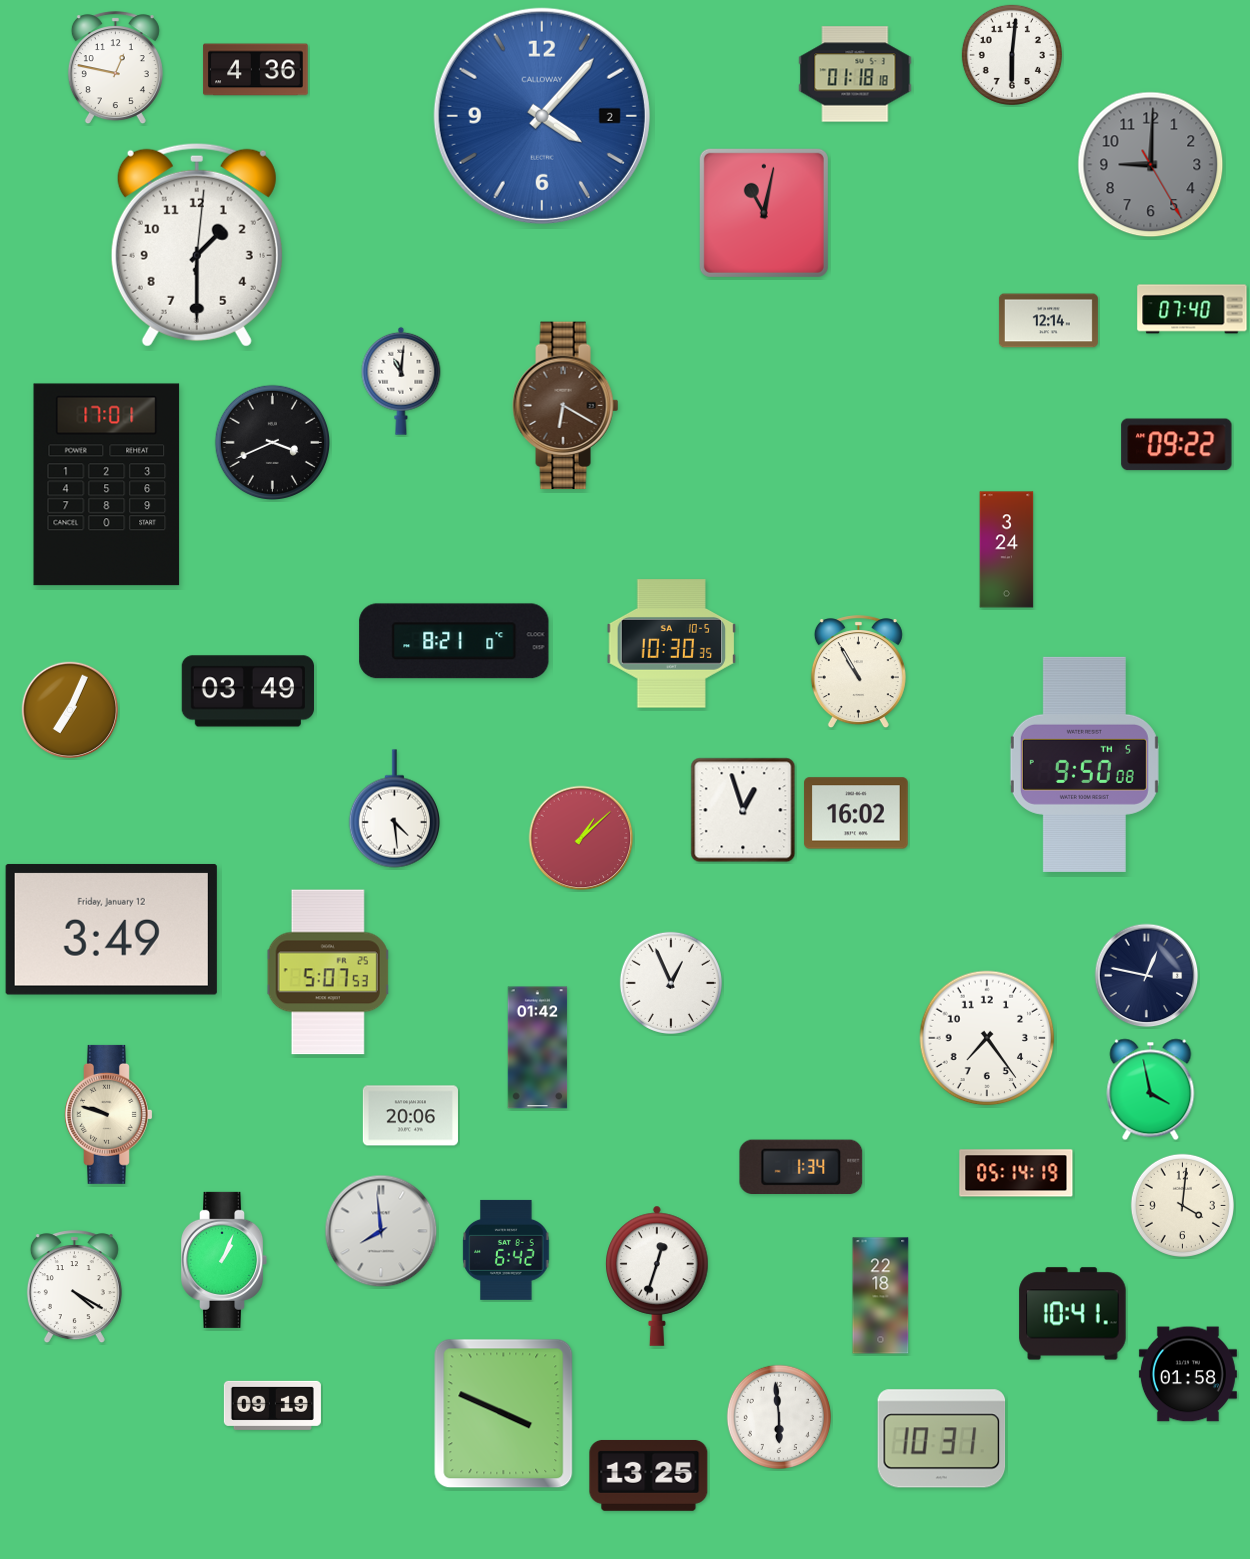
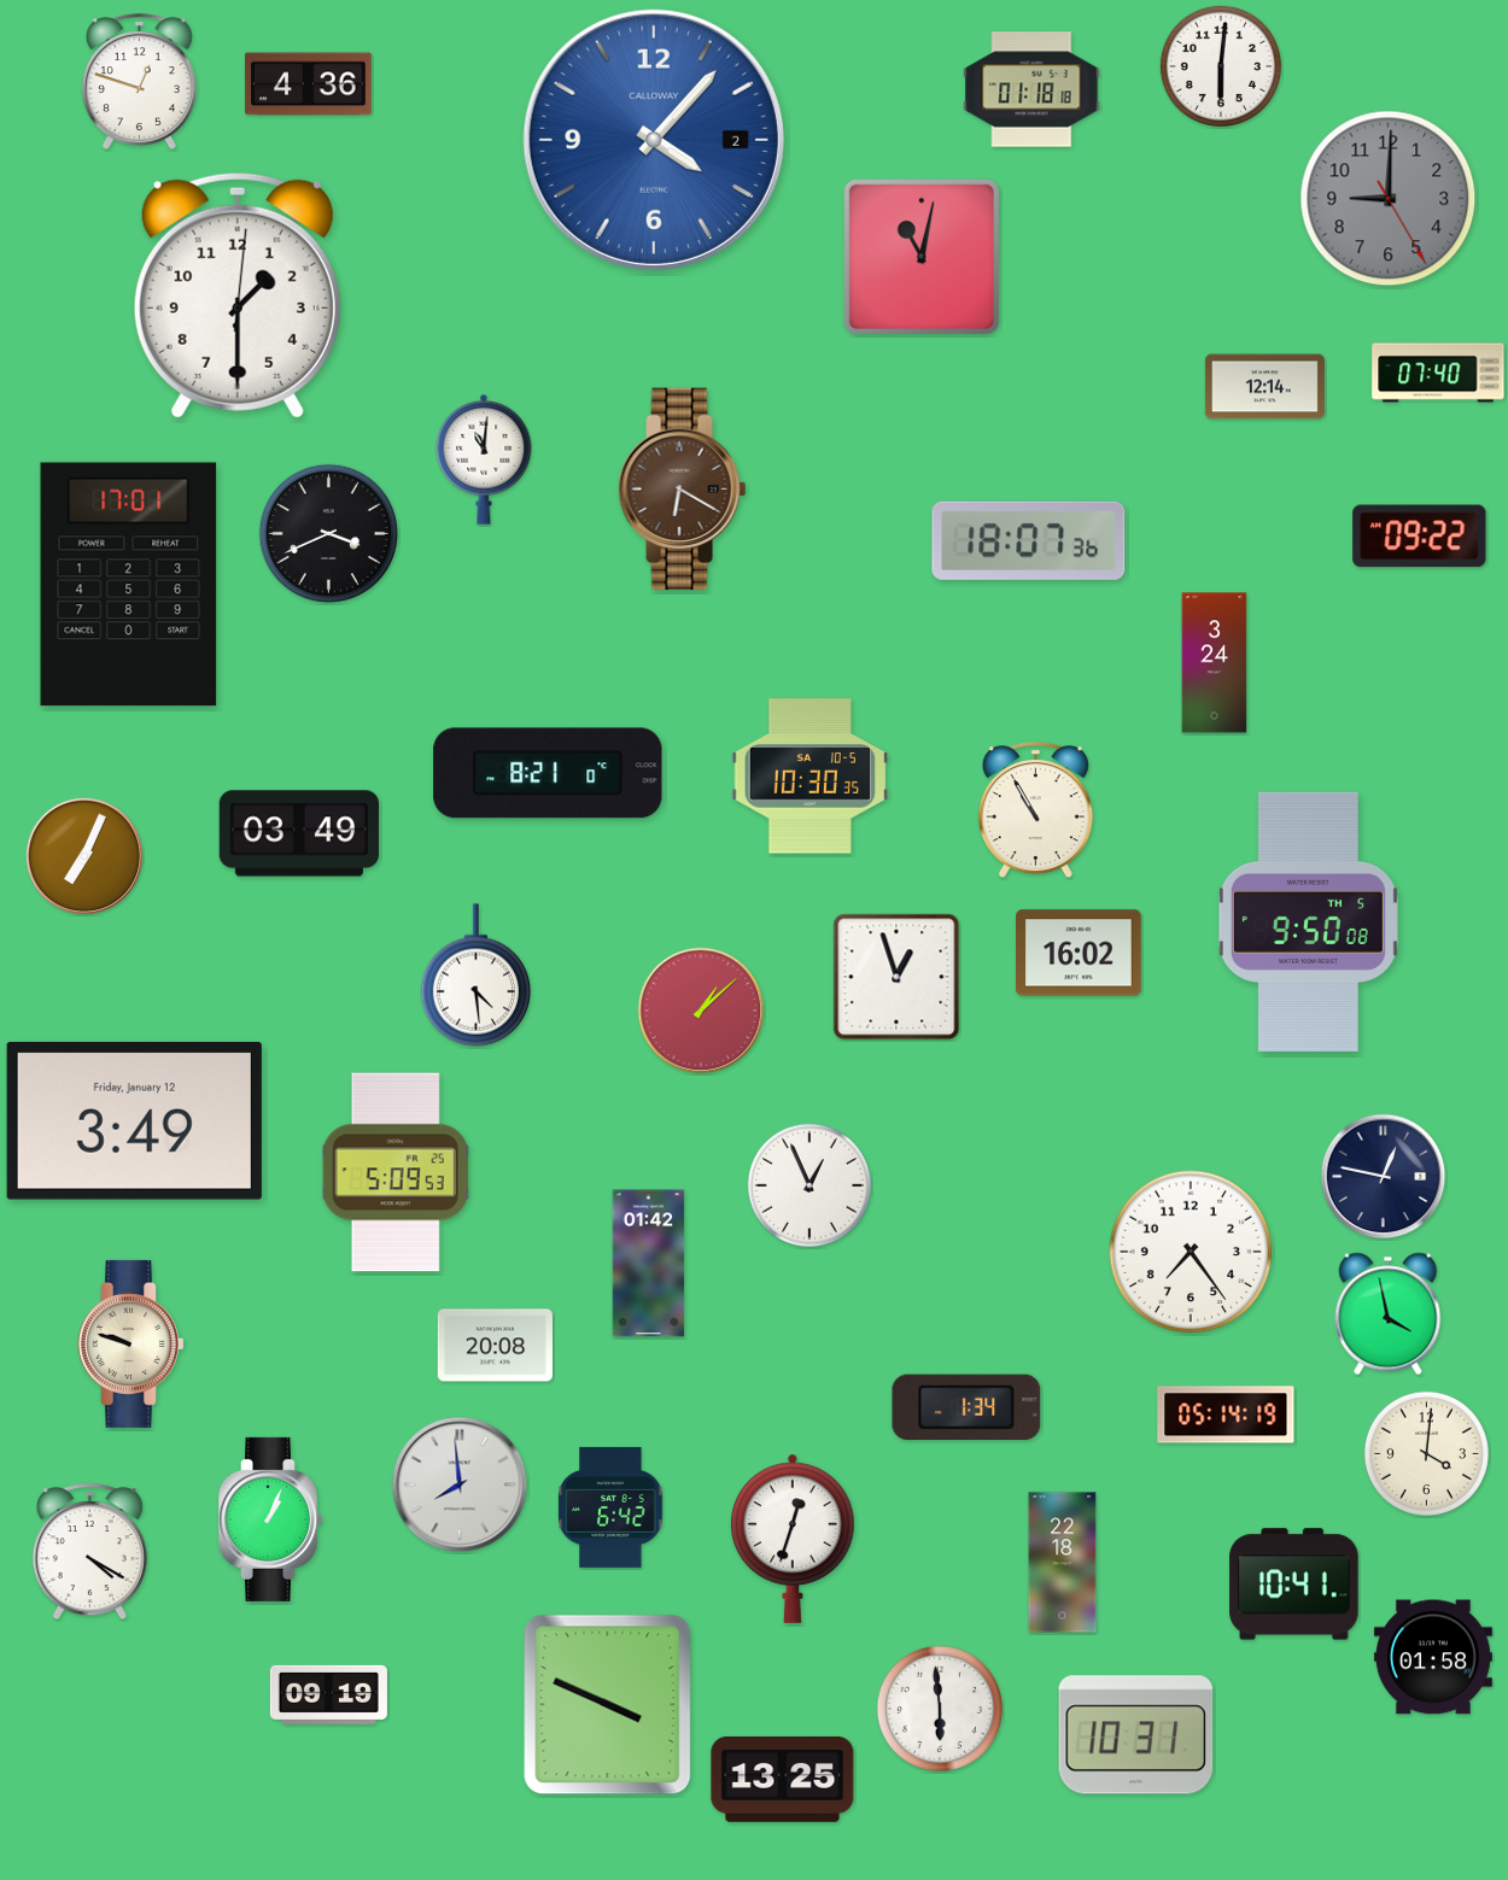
clock at (115, 68): 12:47 -> 12:48
clock at (1029, 540): none -> 18:07
clock at (856, 813) position: (856, 813) -> (1079, 953)
clock at (328, 972): 5:07 -> 5:09
clock at (410, 1116): 20:06 -> 20:08
